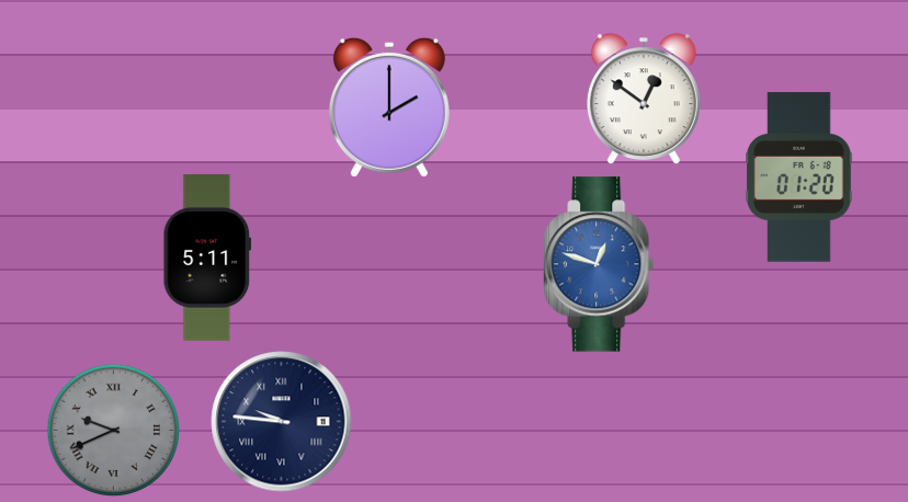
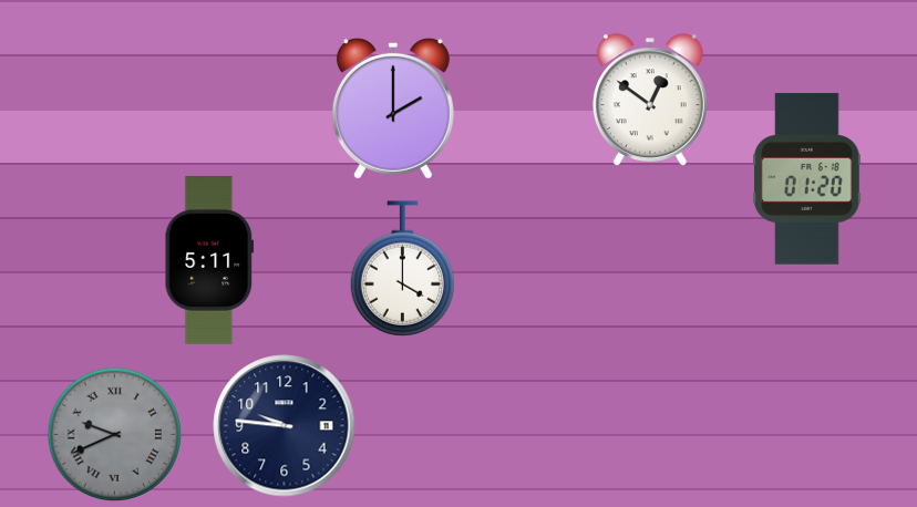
clock at (599, 264): 12:48 -> none
clock at (402, 269): none -> 4:00
clock at (282, 422) numerals: Roman -> Arabic
